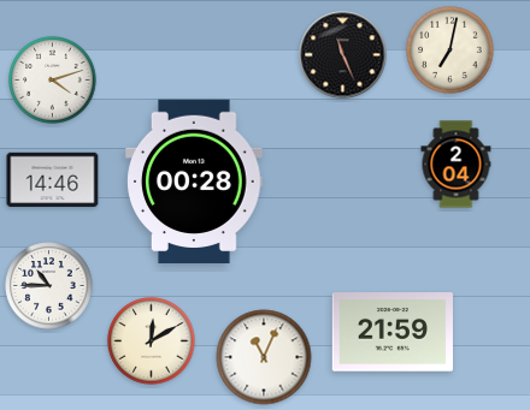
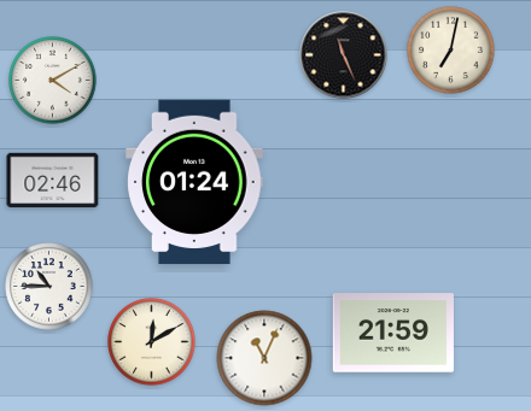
clock at (53, 81): 4:12 -> 4:10
clock at (457, 165): 2:04 -> none
clock at (53, 180): 14:46 -> 02:46
clock at (194, 182): 00:28 -> 01:24
